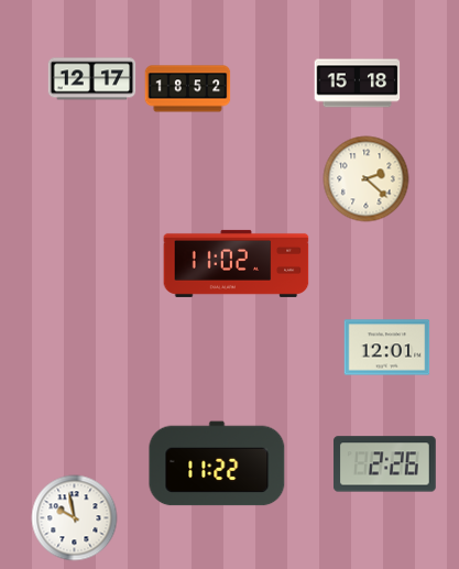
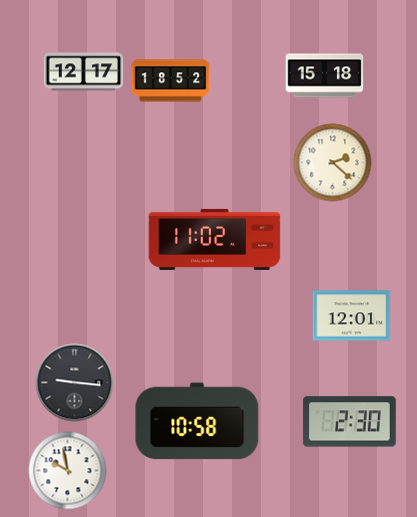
clock at (74, 382): none -> 9:16
clock at (217, 463): 11:22 -> 10:58
clock at (384, 464): 2:26 -> 2:30
